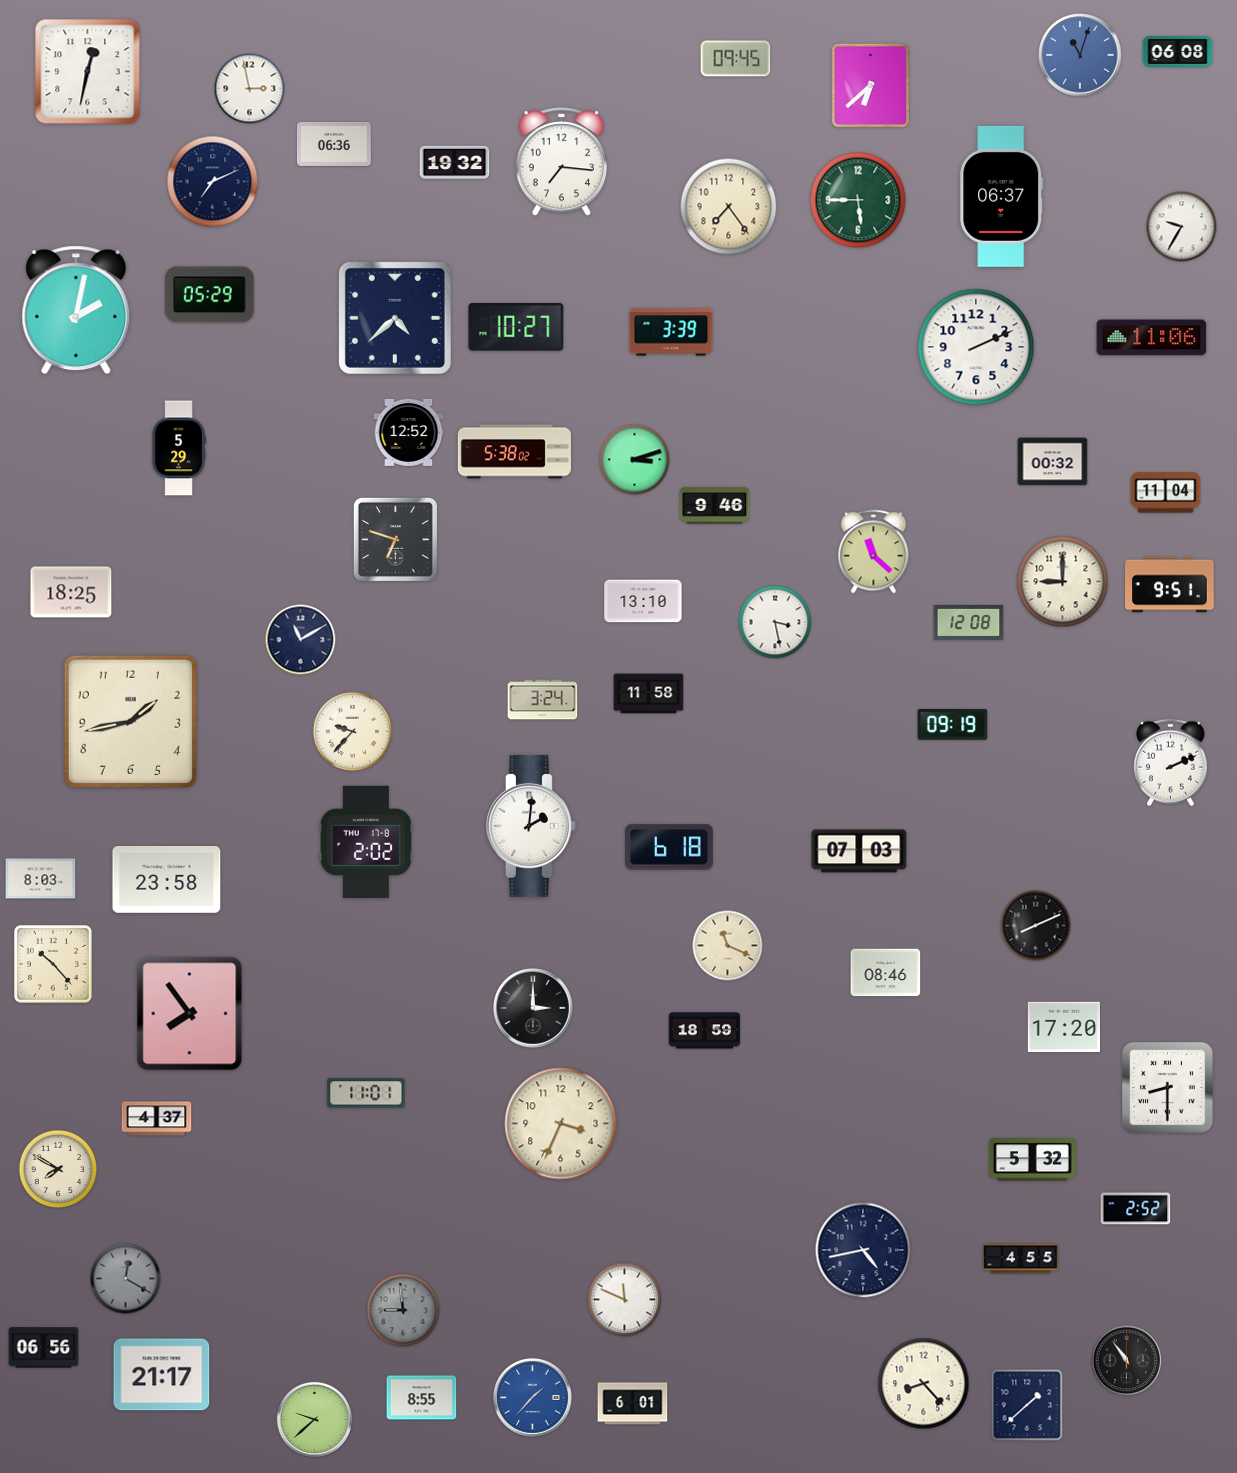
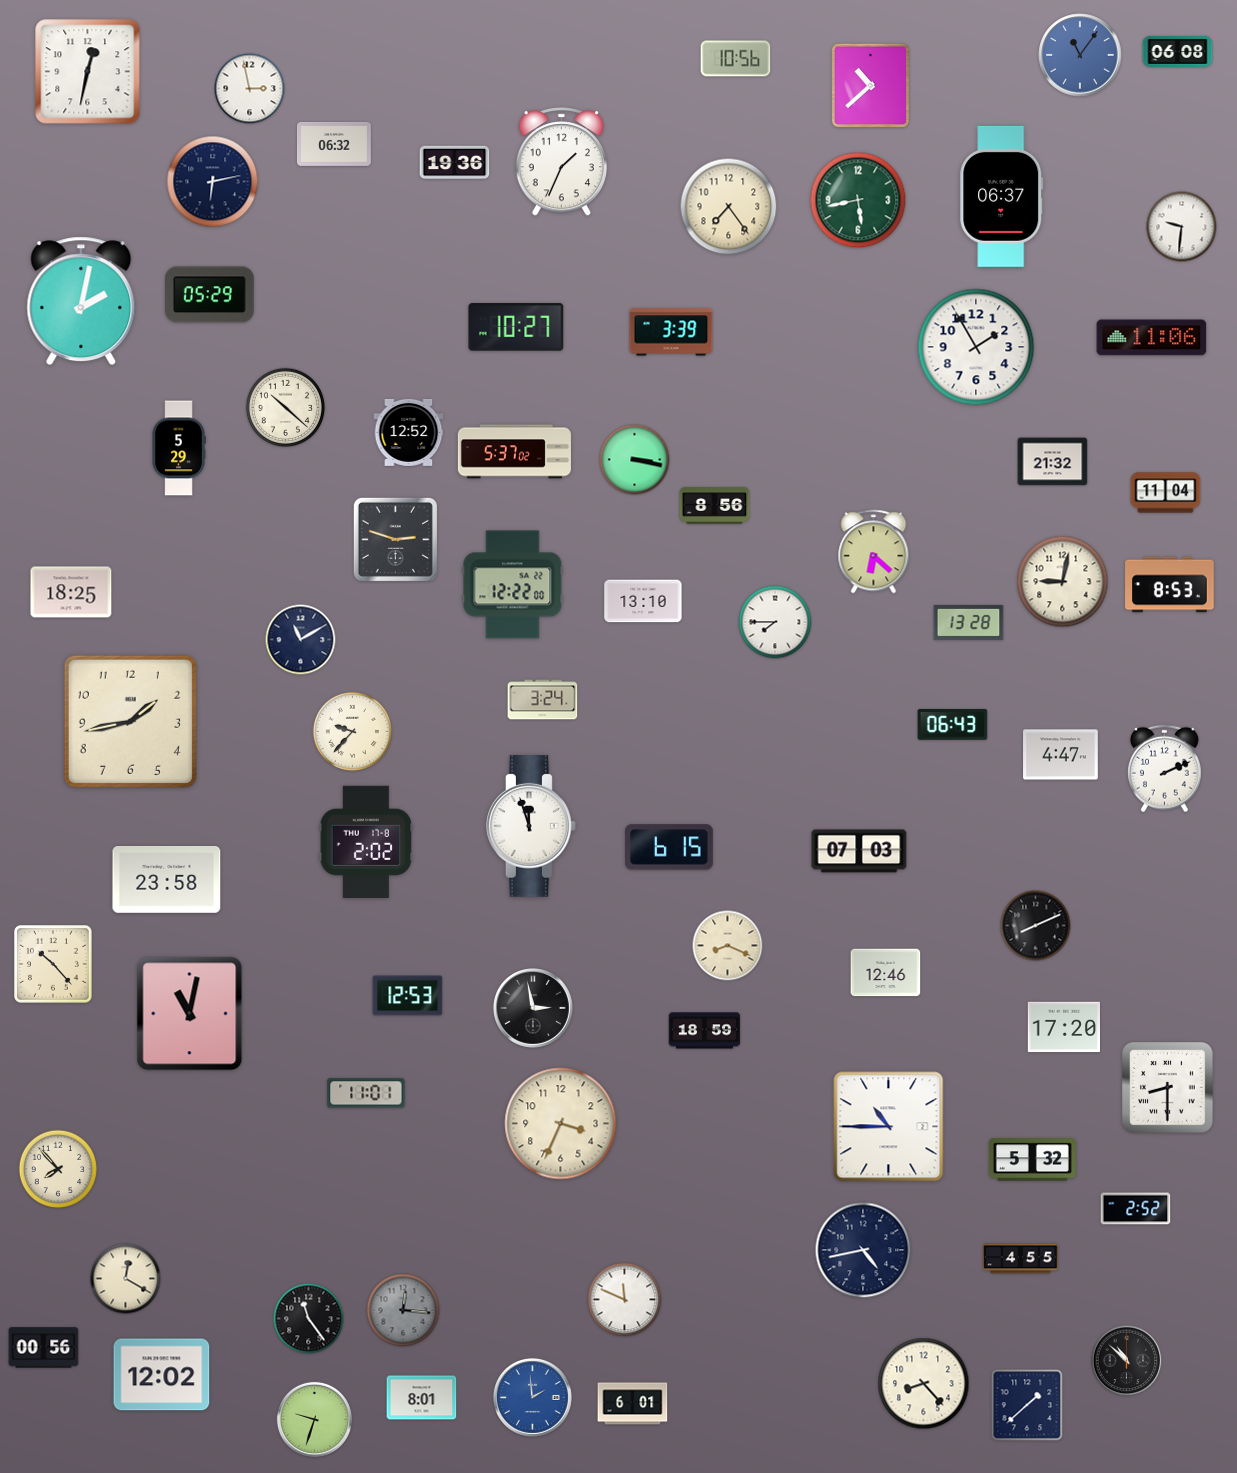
clock at (1080, 55): 11:03 -> 11:06
clock at (736, 59): 09:45 -> 10:56
clock at (870, 85): 6:38 -> 10:38
clock at (334, 144): 06:36 -> 06:32
clock at (561, 162): 7:16 -> 1:34
clock at (455, 163): 19:32 -> 19:36
clock at (213, 182): 7:11 -> 6:13
clock at (858, 200): 5:45 -> 5:43
clock at (1182, 227): 9:35 -> 9:31
clock at (76, 310) position: (76, 310) -> (81, 301)
clock at (395, 318): 4:38 -> none
clock at (976, 347): 2:11 -> 1:55
clock at (285, 407): none -> 10:22
clock at (514, 452): 5:38 -> 5:37
clock at (635, 460): 3:12 -> 3:17
clock at (1053, 462): 00:32 -> 21:32
clock at (715, 506): 9:46 -> 8:56
clock at (395, 539): 6:48 -> 2:48
clock at (874, 552): 11:22 -> 6:22
clock at (1063, 582): 9:00 -> 9:02
clock at (513, 585): none -> 12:22
clock at (1170, 585): 9:51 -> 8:53
clock at (775, 622): 3:28 -> 7:45
clock at (969, 622): 12:08 -> 13:28
clock at (649, 694): 11:58 -> none
clock at (953, 725): 09:19 -> 06:43
clock at (1061, 755): none -> 4:47
clock at (1170, 763) position: (1170, 763) -> (1164, 769)
clock at (532, 827): 2:01 -> 11:57
clock at (669, 847): 6:18 -> 6:15
clock at (41, 879): 8:03 -> none
clock at (728, 946): 11:19 -> 8:19
clock at (886, 973): 08:46 -> 12:46
clock at (408, 996): none -> 12:53
clock at (534, 1009): 3:00 -> 2:58
clock at (190, 1014): 7:54 -> 11:02
clock at (157, 1119): 4:37 -> none
clock at (889, 1127): none -> 10:45
clock at (58, 1169): 7:50 -> 7:53
clock at (126, 1279) dial: grey -> cream
clock at (403, 1310): 8:59 -> 12:16
clock at (309, 1319): none -> 11:24
clock at (44, 1348): 06:56 -> 00:56
clock at (1127, 1361): 10:54 -> 10:52
clock at (162, 1375): 21:17 -> 12:02
clock at (532, 1397): 1:37 -> 1:59
clock at (422, 1398): 8:55 -> 8:01
clock at (314, 1419): 9:38 -> 9:33
